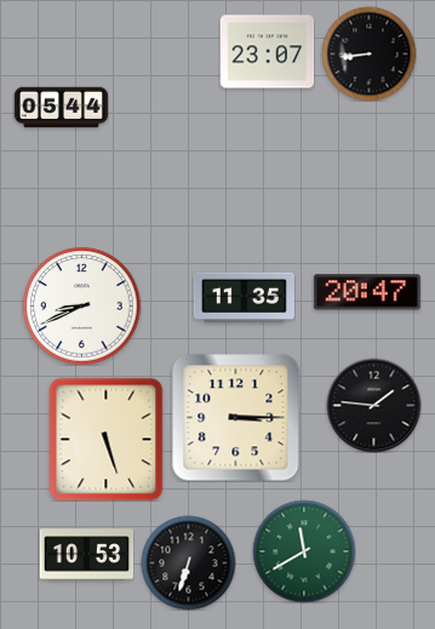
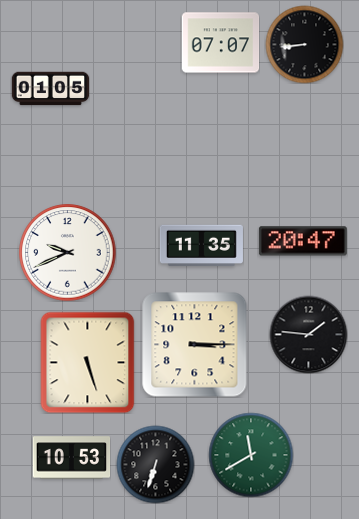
clock at (267, 52): 23:07 -> 07:07
clock at (61, 108): 05:44 -> 01:05
clock at (82, 307): 8:41 -> 9:41
